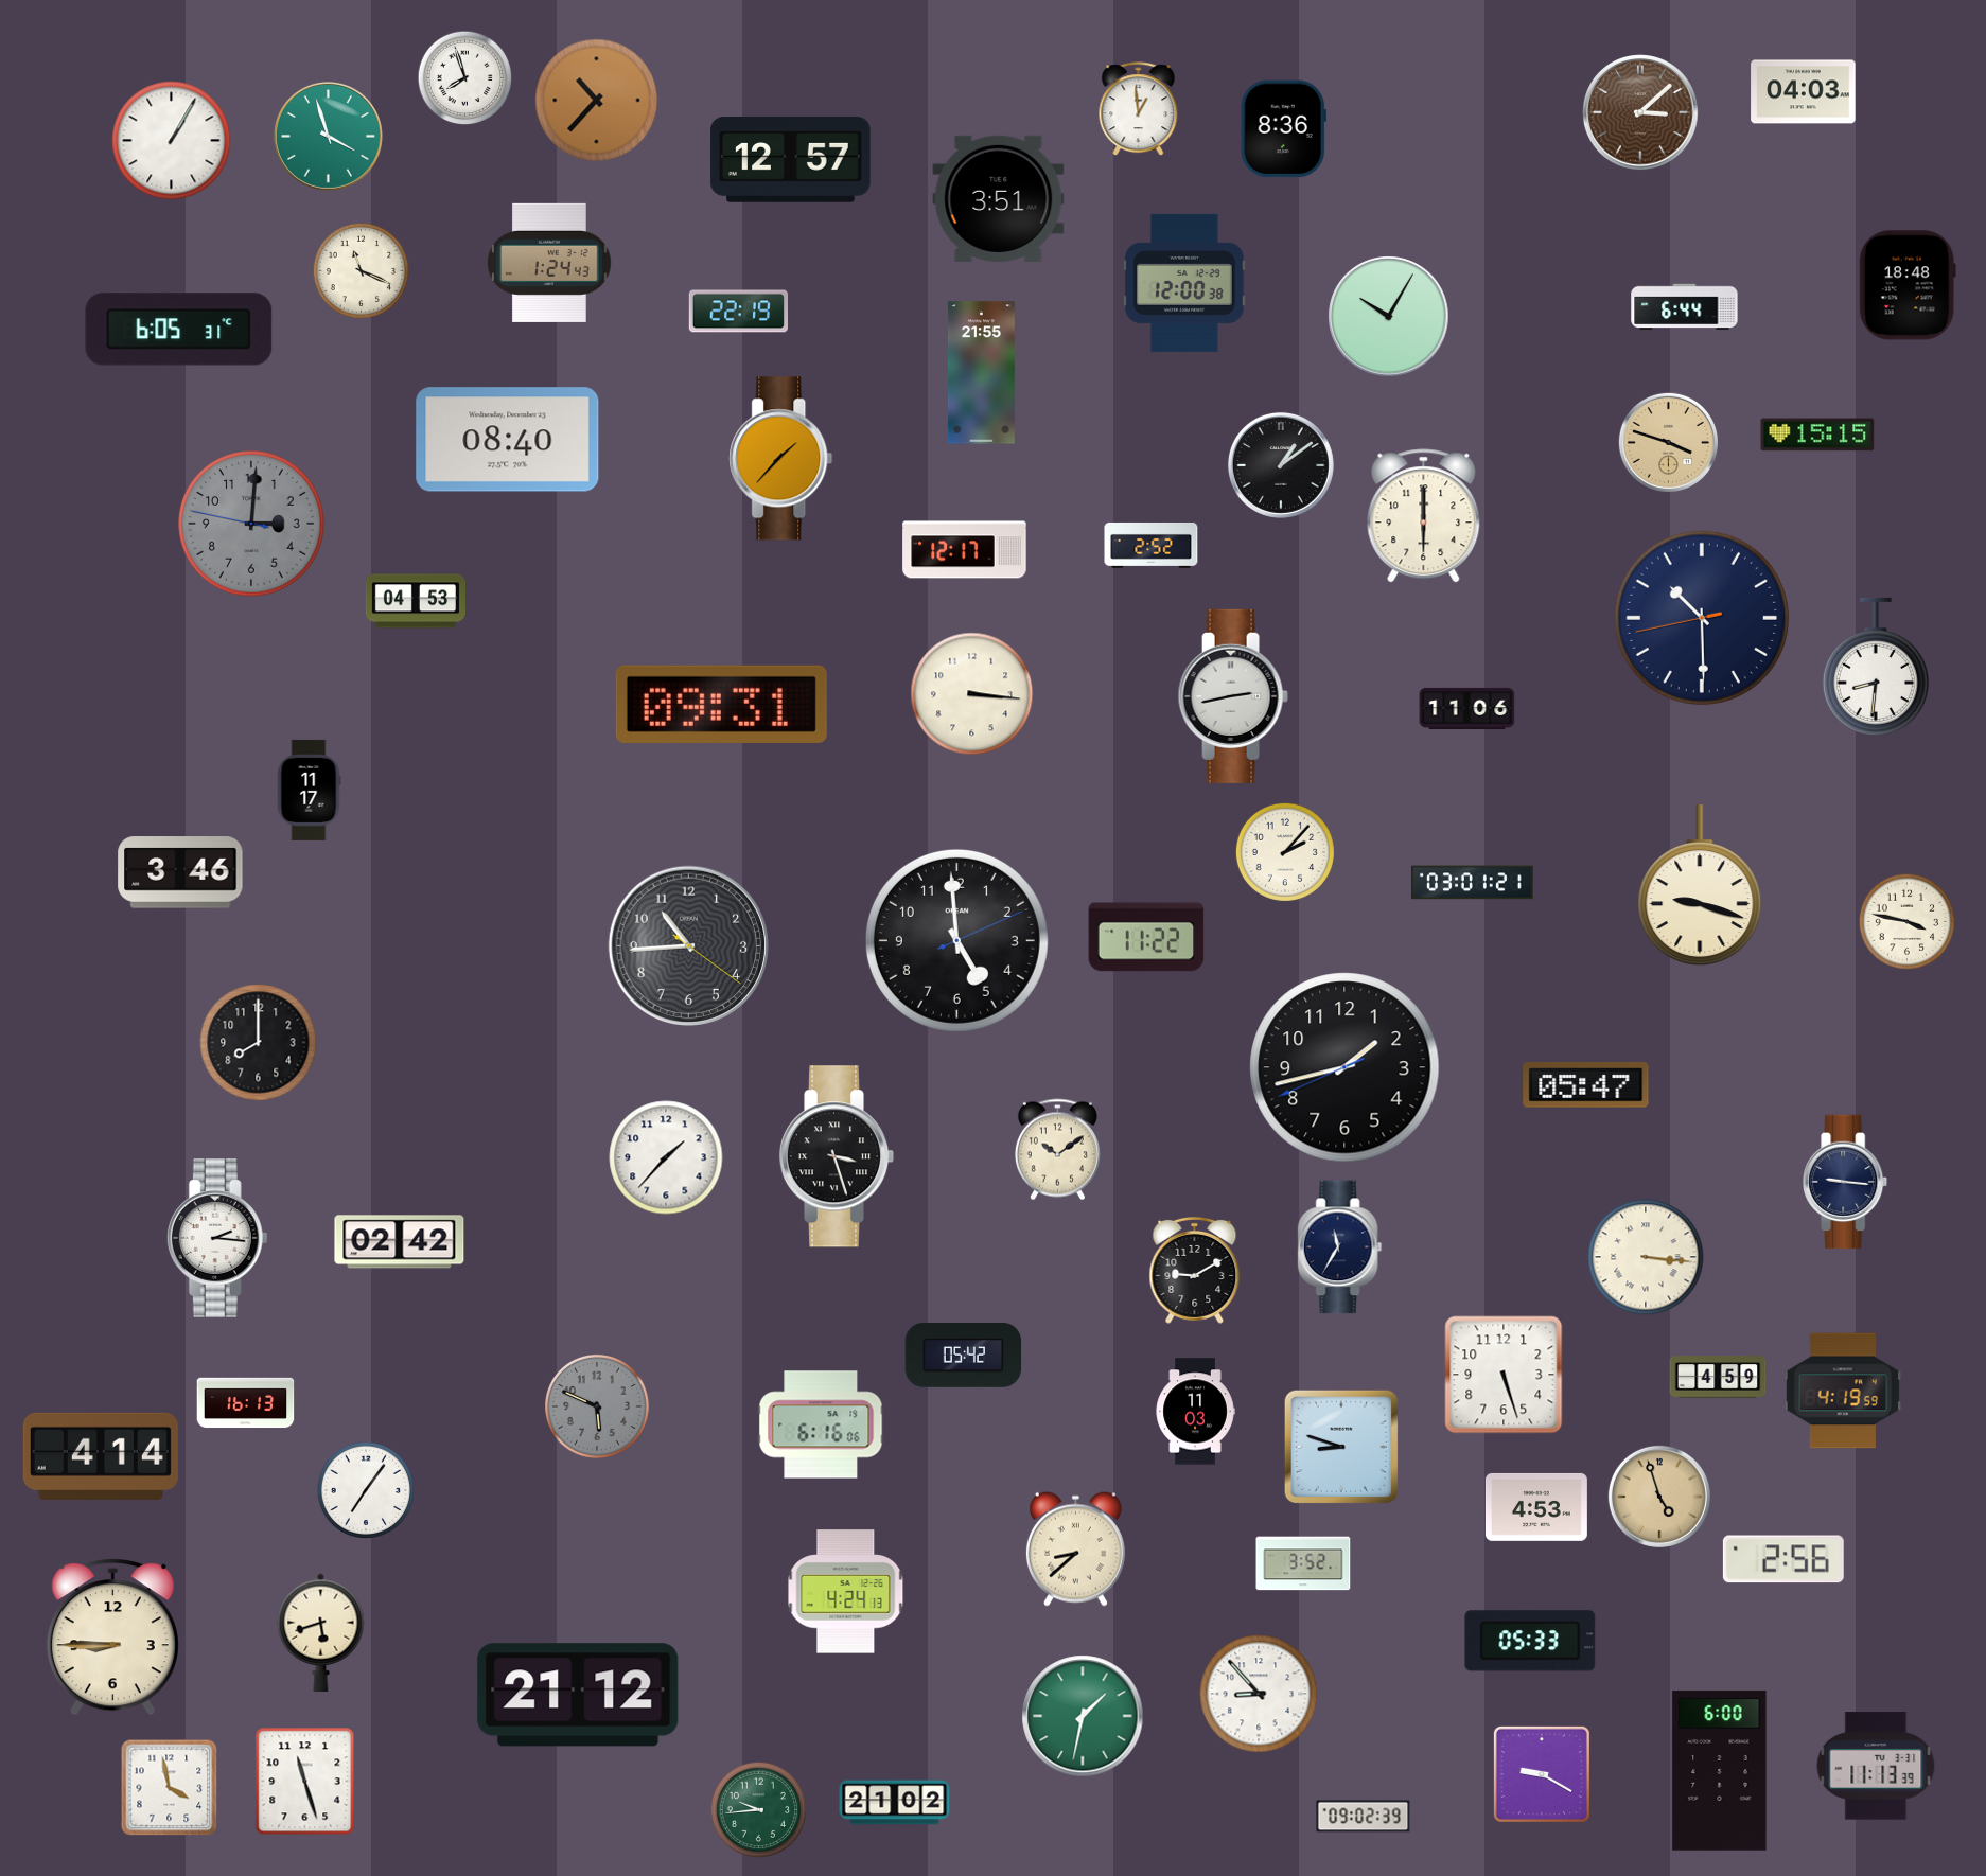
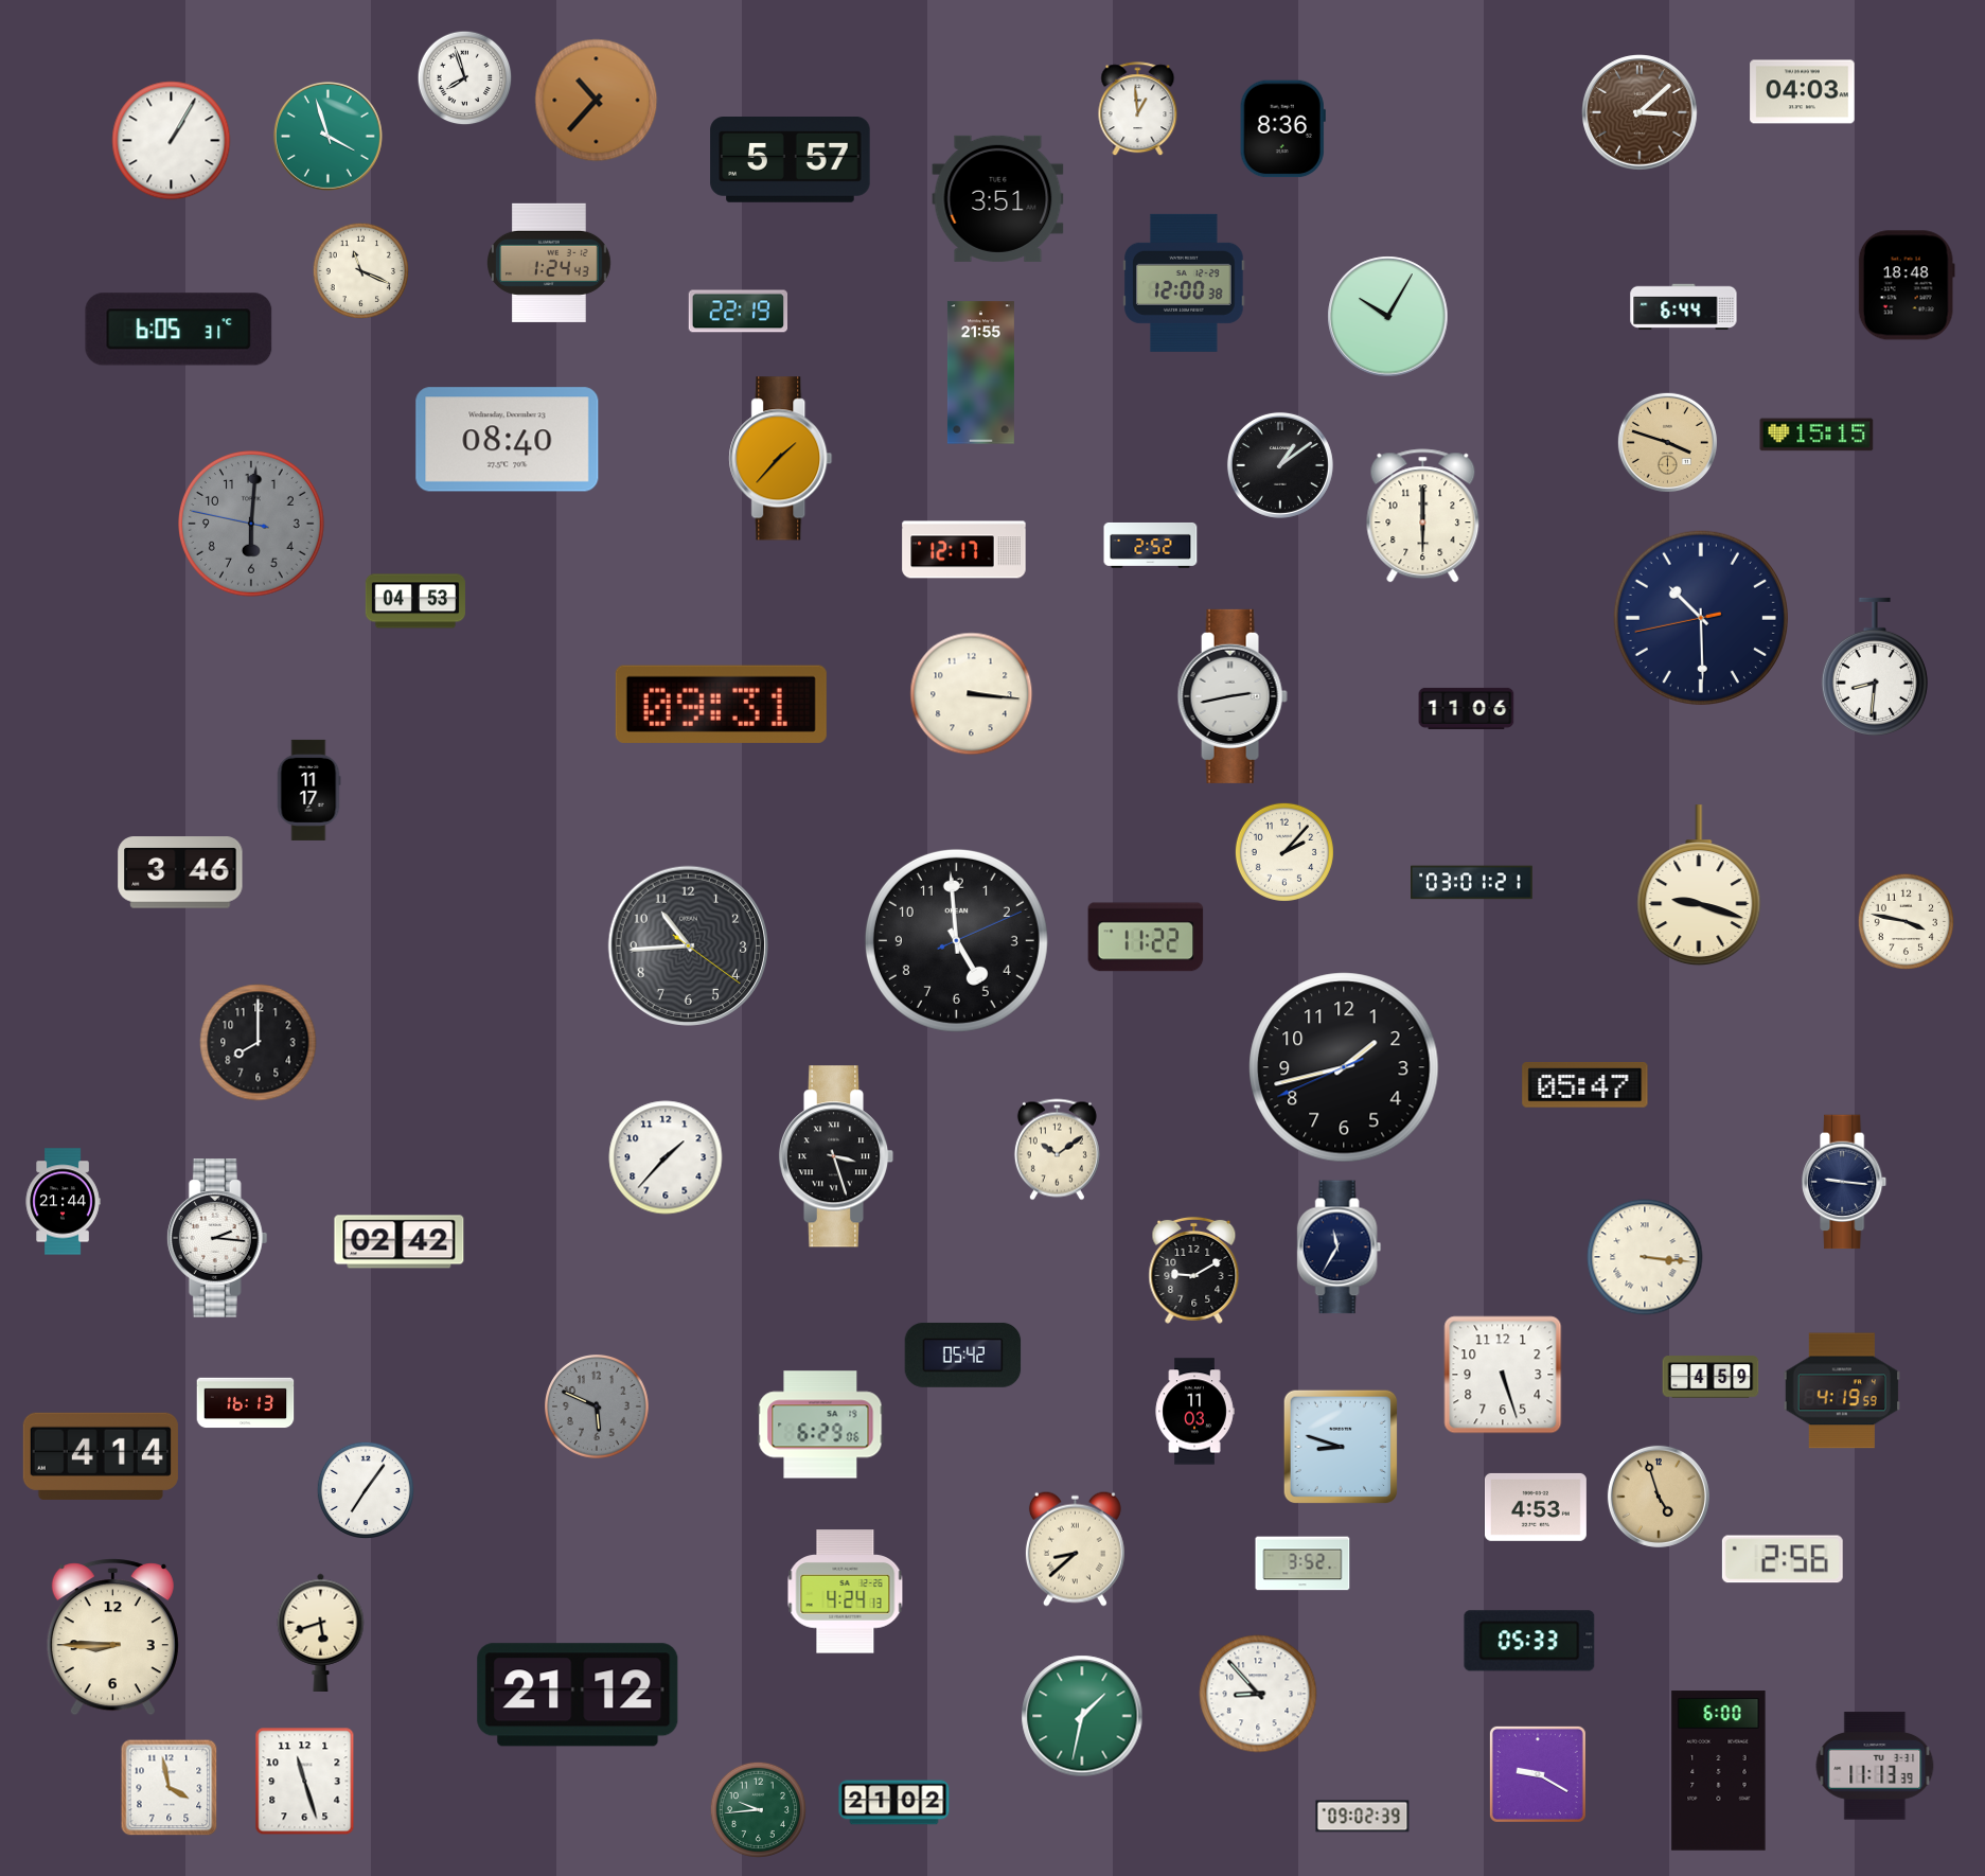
clock at (791, 160): 12:57 -> 5:57
clock at (252, 525): 3:00 -> 6:00
clock at (63, 1202): none -> 21:44
clock at (1718, 1377) position: (1718, 1377) -> (1711, 1377)
clock at (821, 1424): 6:16 -> 6:29
clock at (1542, 1774) position: (1542, 1774) -> (1538, 1774)
